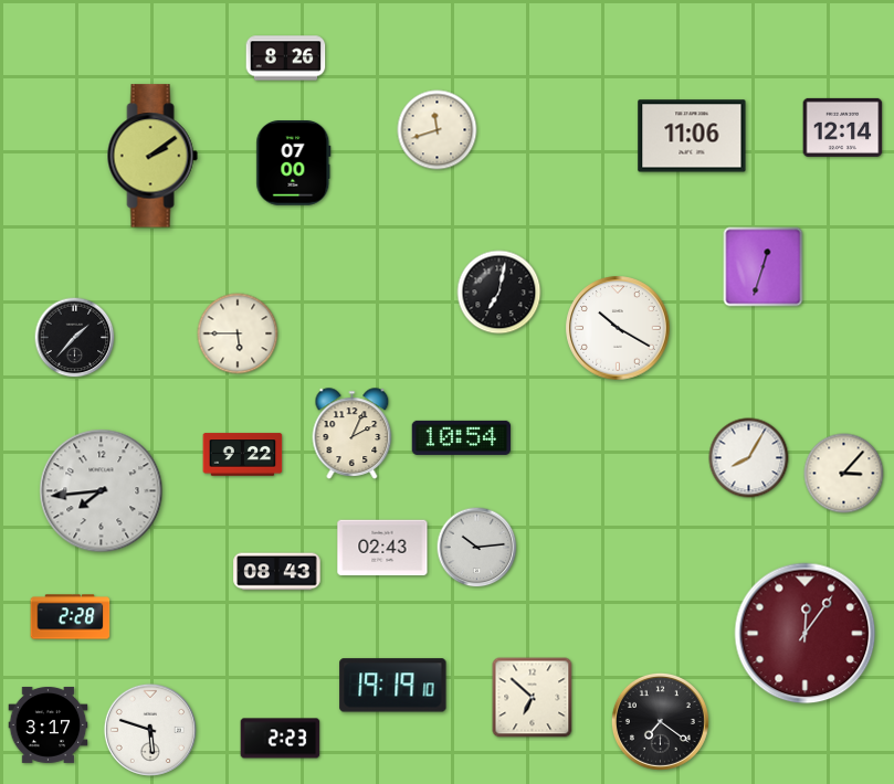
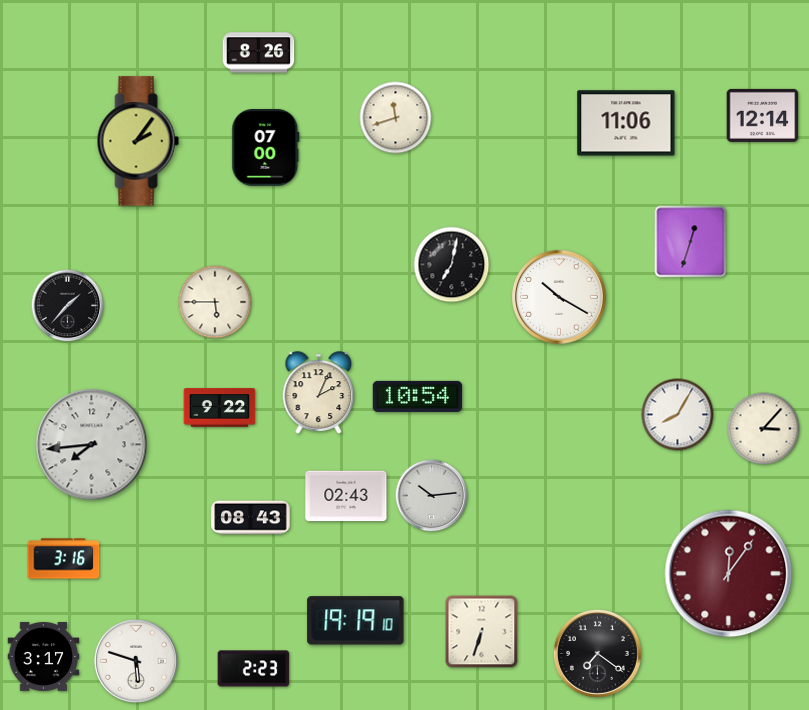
clock at (152, 156): 2:09 -> 2:06
clock at (243, 455) position: (243, 455) -> (220, 408)
clock at (71, 617): 2:28 -> 3:16
clock at (533, 698): 6:52 -> 6:33
